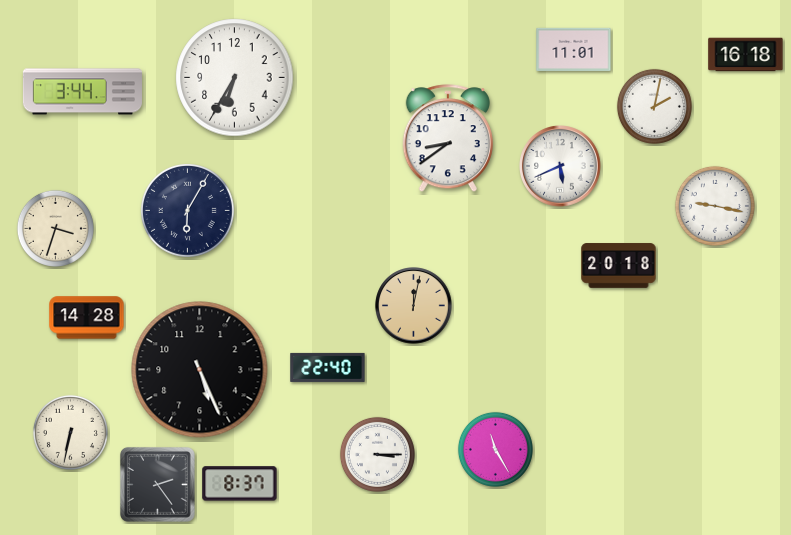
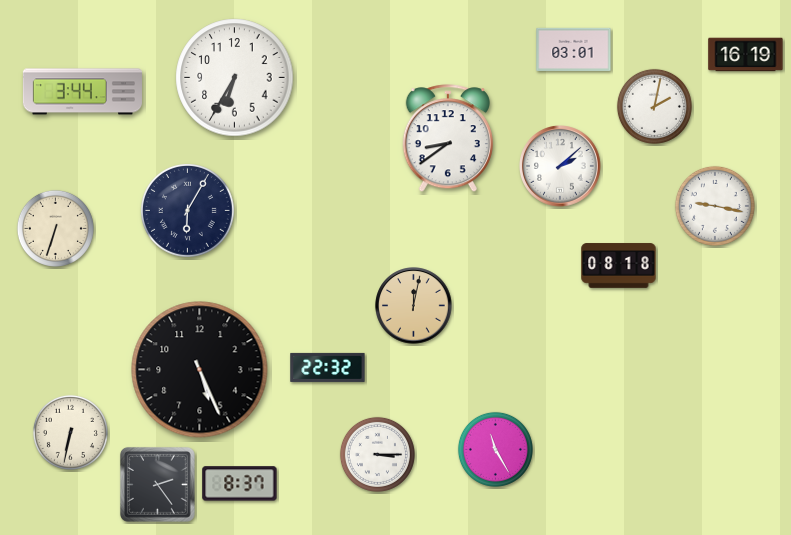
clock at (574, 49): 11:01 -> 03:01
clock at (746, 55): 16:18 -> 16:19
clock at (561, 167): 5:41 -> 2:08
clock at (55, 228): 3:33 -> 6:33
clock at (619, 266): 20:18 -> 08:18
clock at (87, 318): 14:28 -> none
clock at (328, 367): 22:40 -> 22:32
